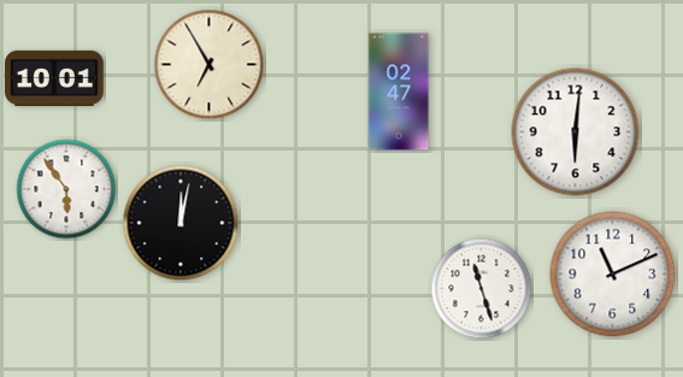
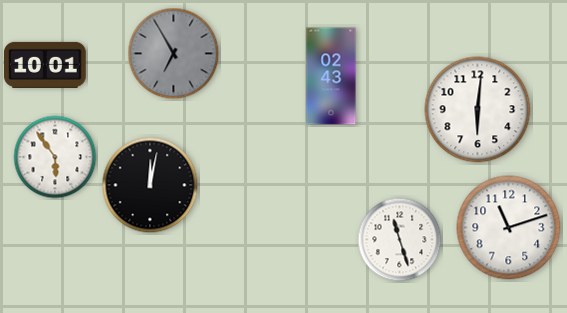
clock at (210, 65) dial: cream -> grey
clock at (399, 92): 02:47 -> 02:43
clock at (613, 275): 11:11 -> 11:12
